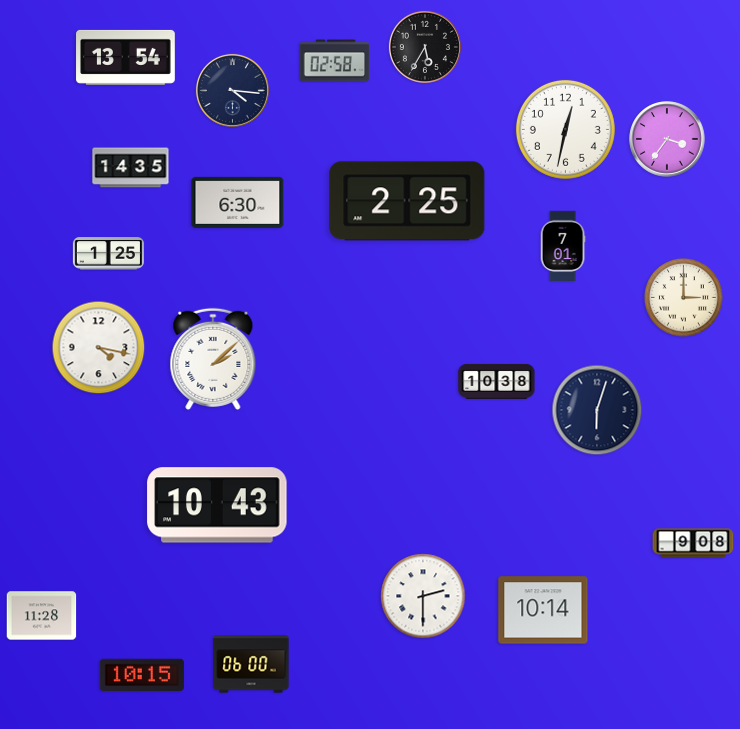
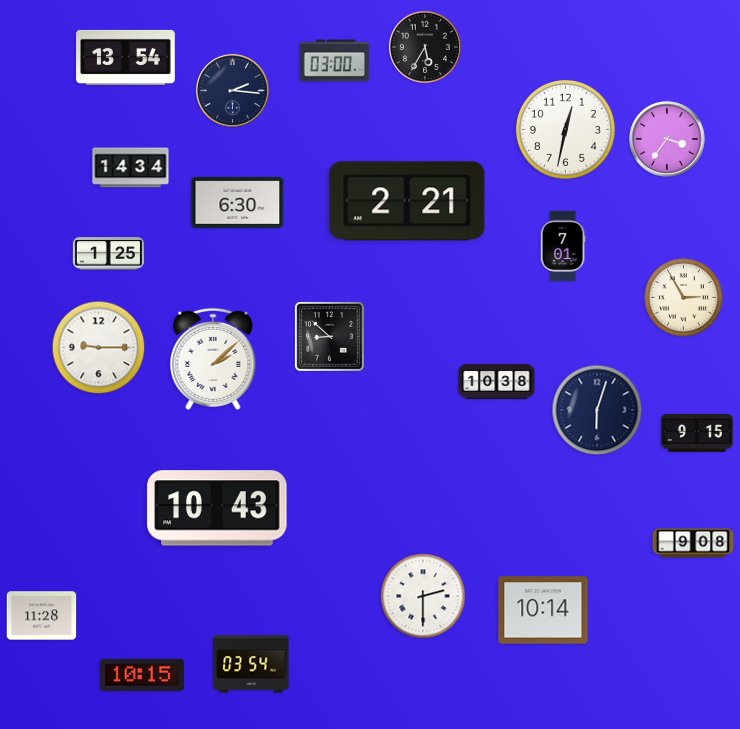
clock at (335, 61): 02:58 -> 03:00
clock at (232, 90): 4:16 -> 2:16
clock at (131, 168): 14:35 -> 14:34
clock at (407, 201): 2:25 -> 2:21
clock at (684, 298): 3:00 -> 2:55
clock at (329, 336): none -> 8:52
clock at (99, 348): 4:17 -> 9:15
clock at (697, 433): none -> 9:15
clock at (217, 505) position: (217, 505) -> (217, 508)
clock at (251, 664): 06:00 -> 03:54
